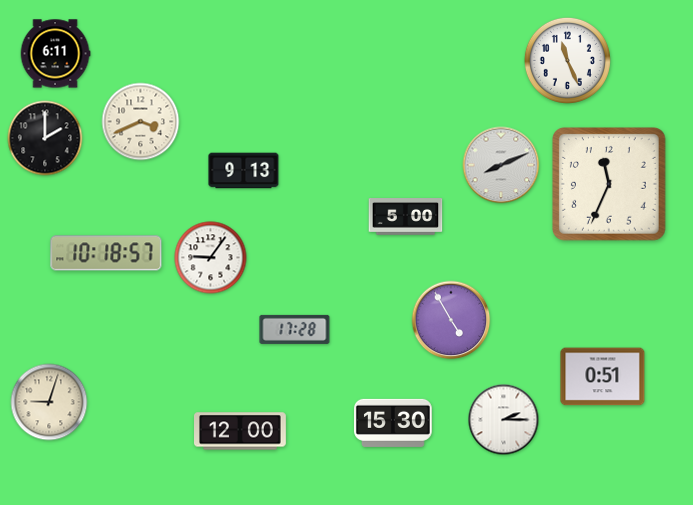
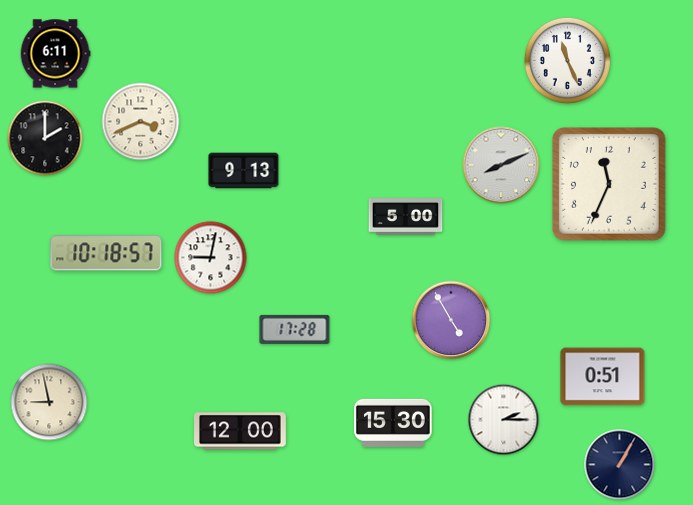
clock at (211, 258): 9:06 -> 9:02
clock at (49, 402): 9:03 -> 8:58
clock at (620, 465): none -> 1:05
